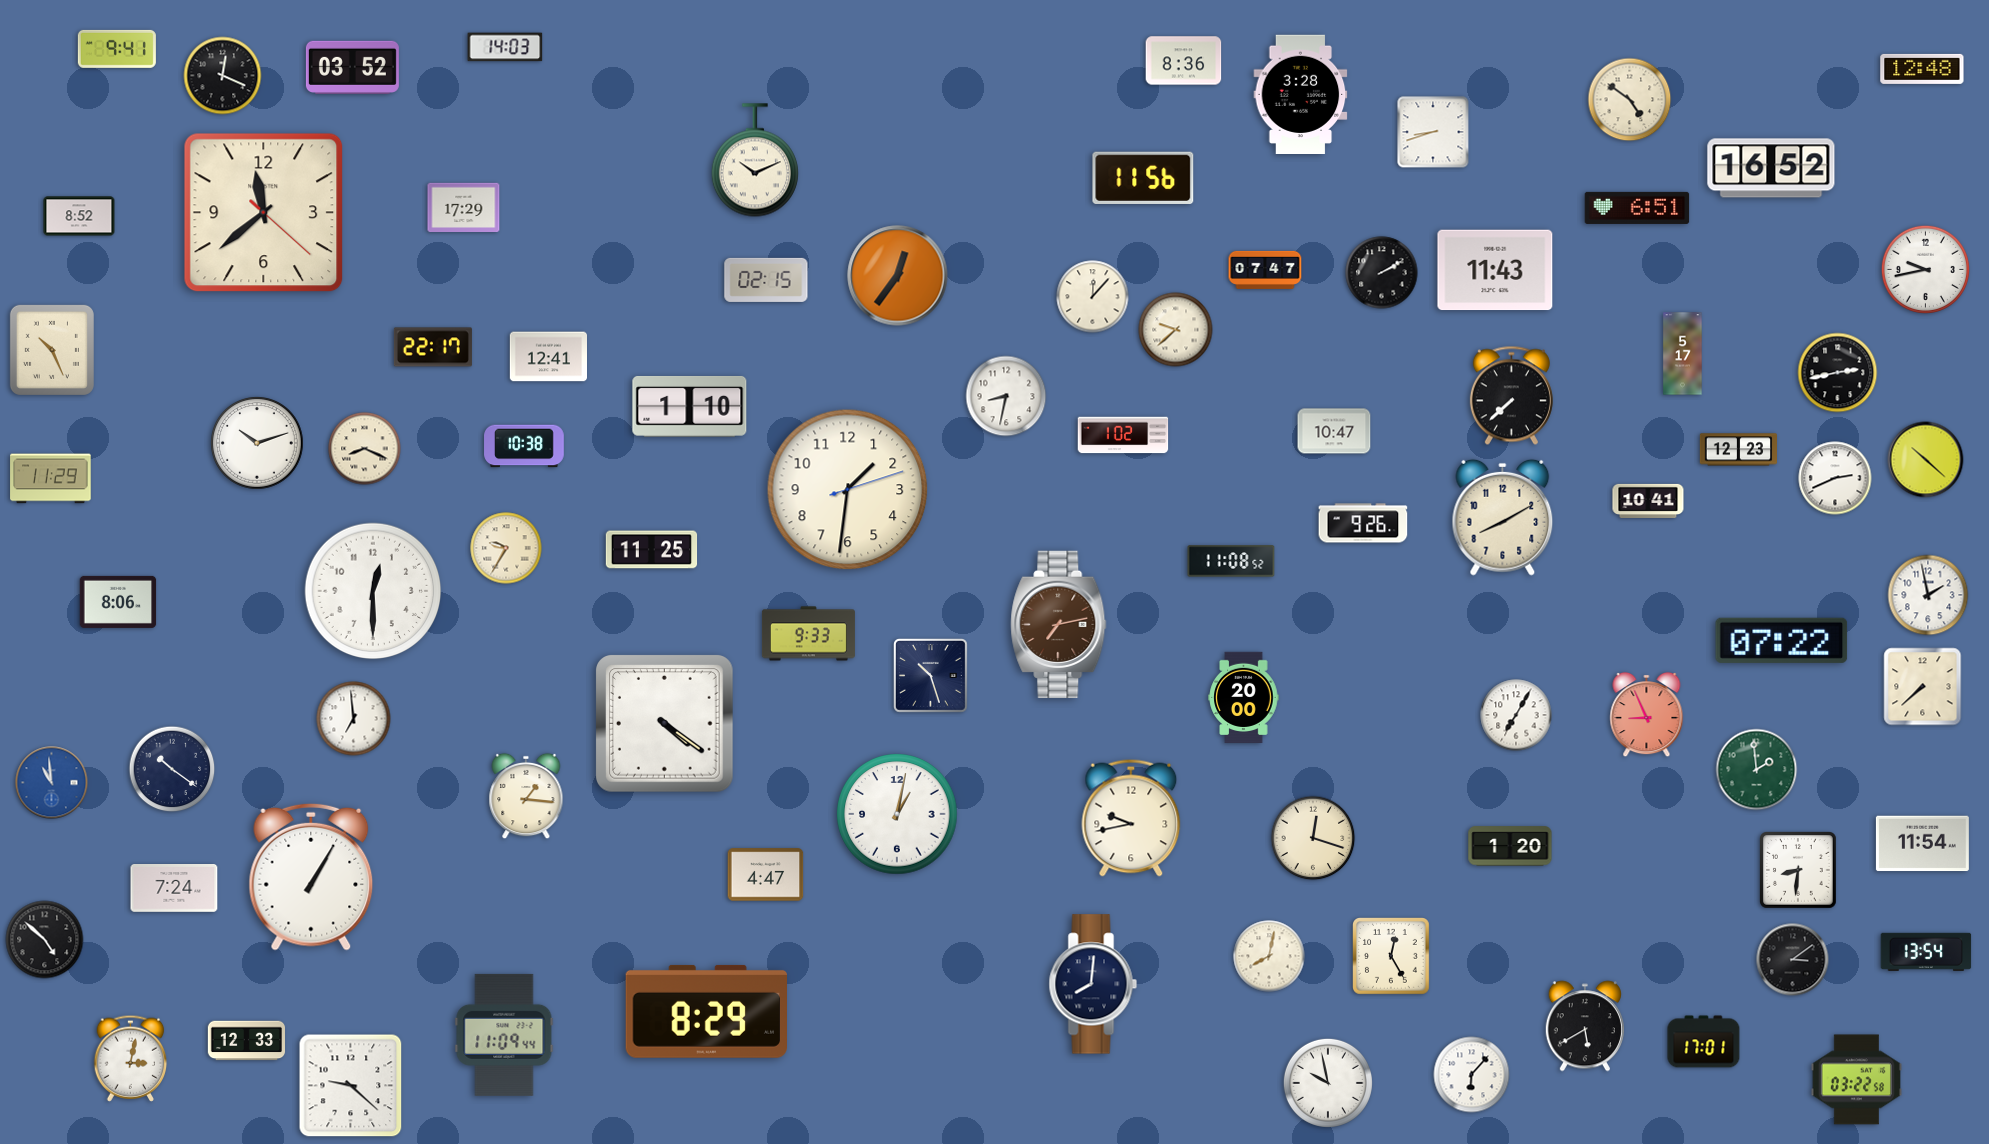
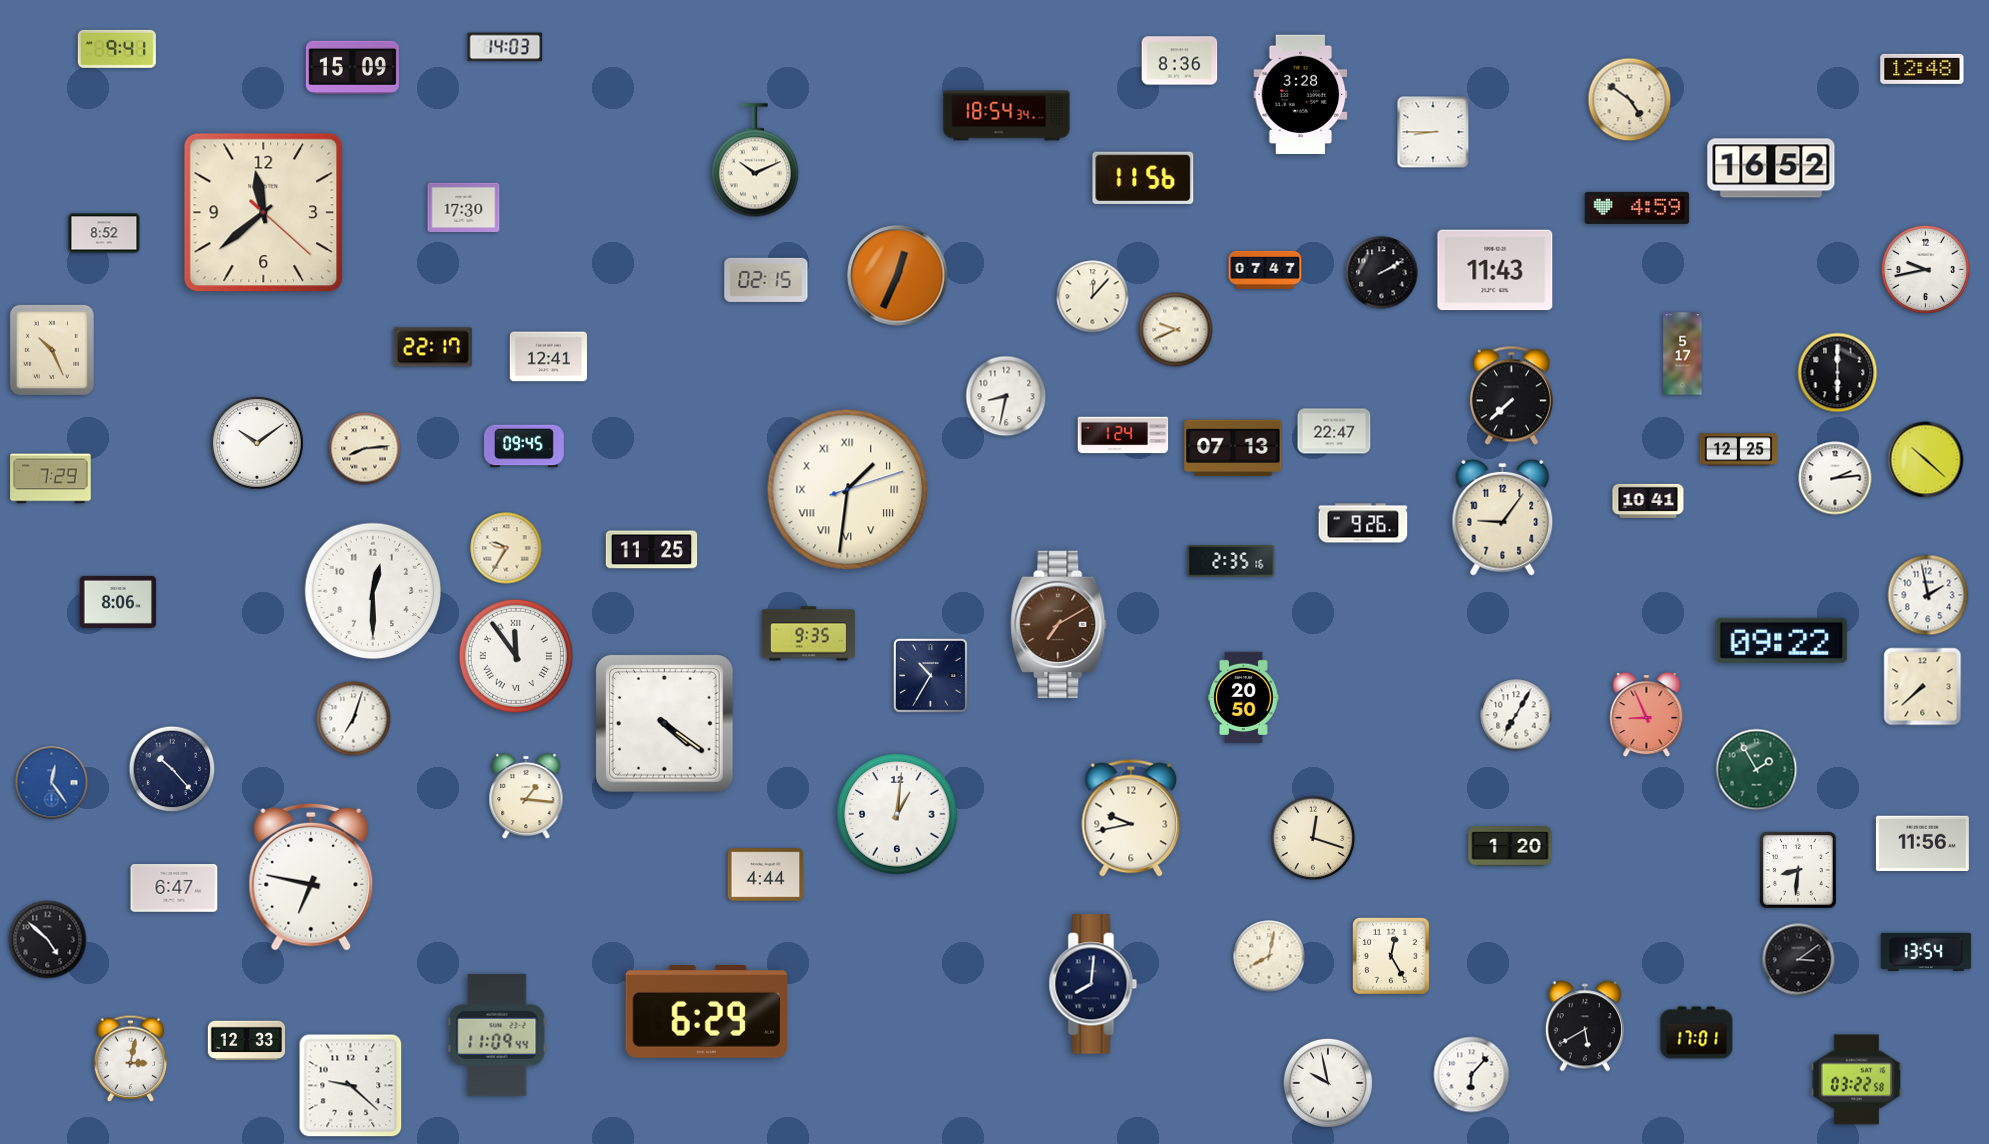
clock at (1184, 61) position: (1184, 61) -> (1180, 61)
clock at (352, 67): 03:52 -> 15:09
clock at (223, 76): 12:19 -> none
clock at (1007, 116): none -> 18:54
clock at (1433, 132): 8:42 -> 8:45
clock at (464, 208): 17:29 -> 17:30
clock at (1637, 208): 6:51 -> 4:59
clock at (79, 216) position: (79, 216) -> (104, 233)
clock at (898, 276): 12:36 -> 12:34
clock at (1176, 330): 9:38 -> 9:41
clock at (1838, 373): 2:43 -> 6:00
clock at (690, 406): 1:10 -> none
clock at (1334, 431): 10:47 -> 22:47
clock at (1123, 435): 1:02 -> 1:24
clock at (258, 444): 10:12 -> 10:09
clock at (524, 446): 10:38 -> 09:45
clock at (1233, 448): none -> 07:13
clock at (365, 449): 8:19 -> 8:14
clock at (1738, 450): 12:23 -> 12:25
clock at (1835, 478): 2:41 -> 2:14
clock at (51, 479): 11:29 -> 7:29
clock at (848, 490) numerals: Arabic -> Roman
clock at (1503, 517): 8:10 -> 9:06
clock at (1231, 561): 11:08 -> 2:35
clock at (1059, 625): 7:13 -> 7:10
clock at (808, 634): 9:33 -> 9:35
clock at (1782, 640): 07:22 -> 09:22
clock at (516, 656): none -> 11:54
clock at (930, 675): 10:27 -> 10:35
clock at (1244, 698): 20:00 -> 20:50
clock at (354, 719): 6:59 -> 7:03
clock at (172, 769): 10:21 -> 10:23
clock at (1757, 770): 1:59 -> 1:55
clock at (52, 783): 10:59 -> 12:24
clock at (897, 814): 1:02 -> 1:01
clock at (1922, 844): 11:54 -> 11:56
clock at (766, 875): 4:47 -> 4:44
clock at (311, 877): 1:05 -> 6:47
clock at (174, 889): 7:24 -> 6:47
clock at (45, 940) position: (45, 940) -> (48, 940)
clock at (1793, 960) position: (1793, 960) -> (1799, 960)
clock at (706, 1011): 8:29 -> 6:29
clock at (504, 1035) position: (504, 1035) -> (497, 1035)
clock at (1704, 1042) position: (1704, 1042) -> (1697, 1033)
